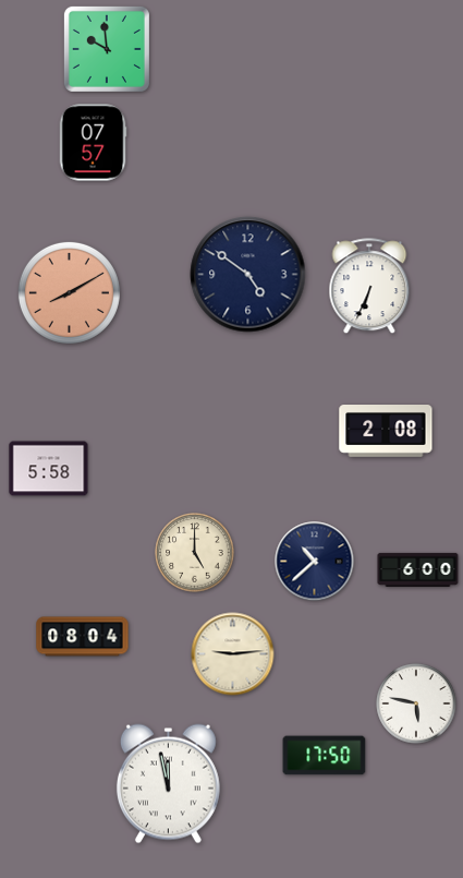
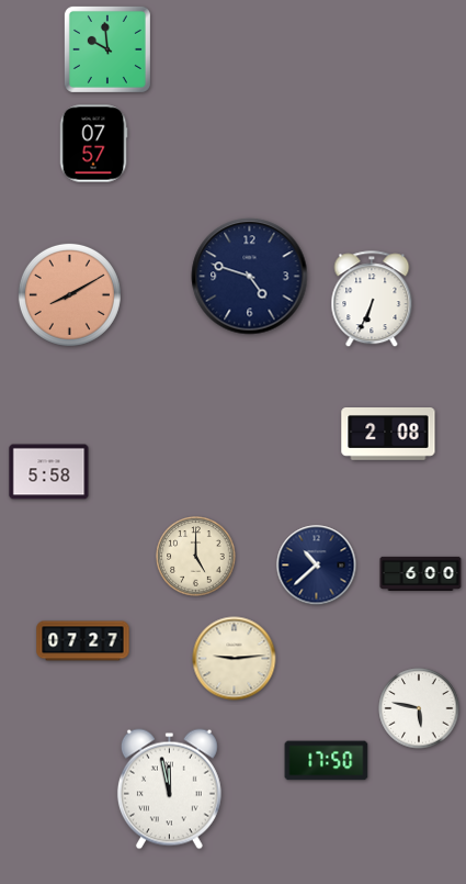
clock at (248, 275): 4:51 -> 4:48
clock at (369, 287) position: (369, 287) -> (372, 300)
clock at (83, 637): 08:04 -> 07:27
